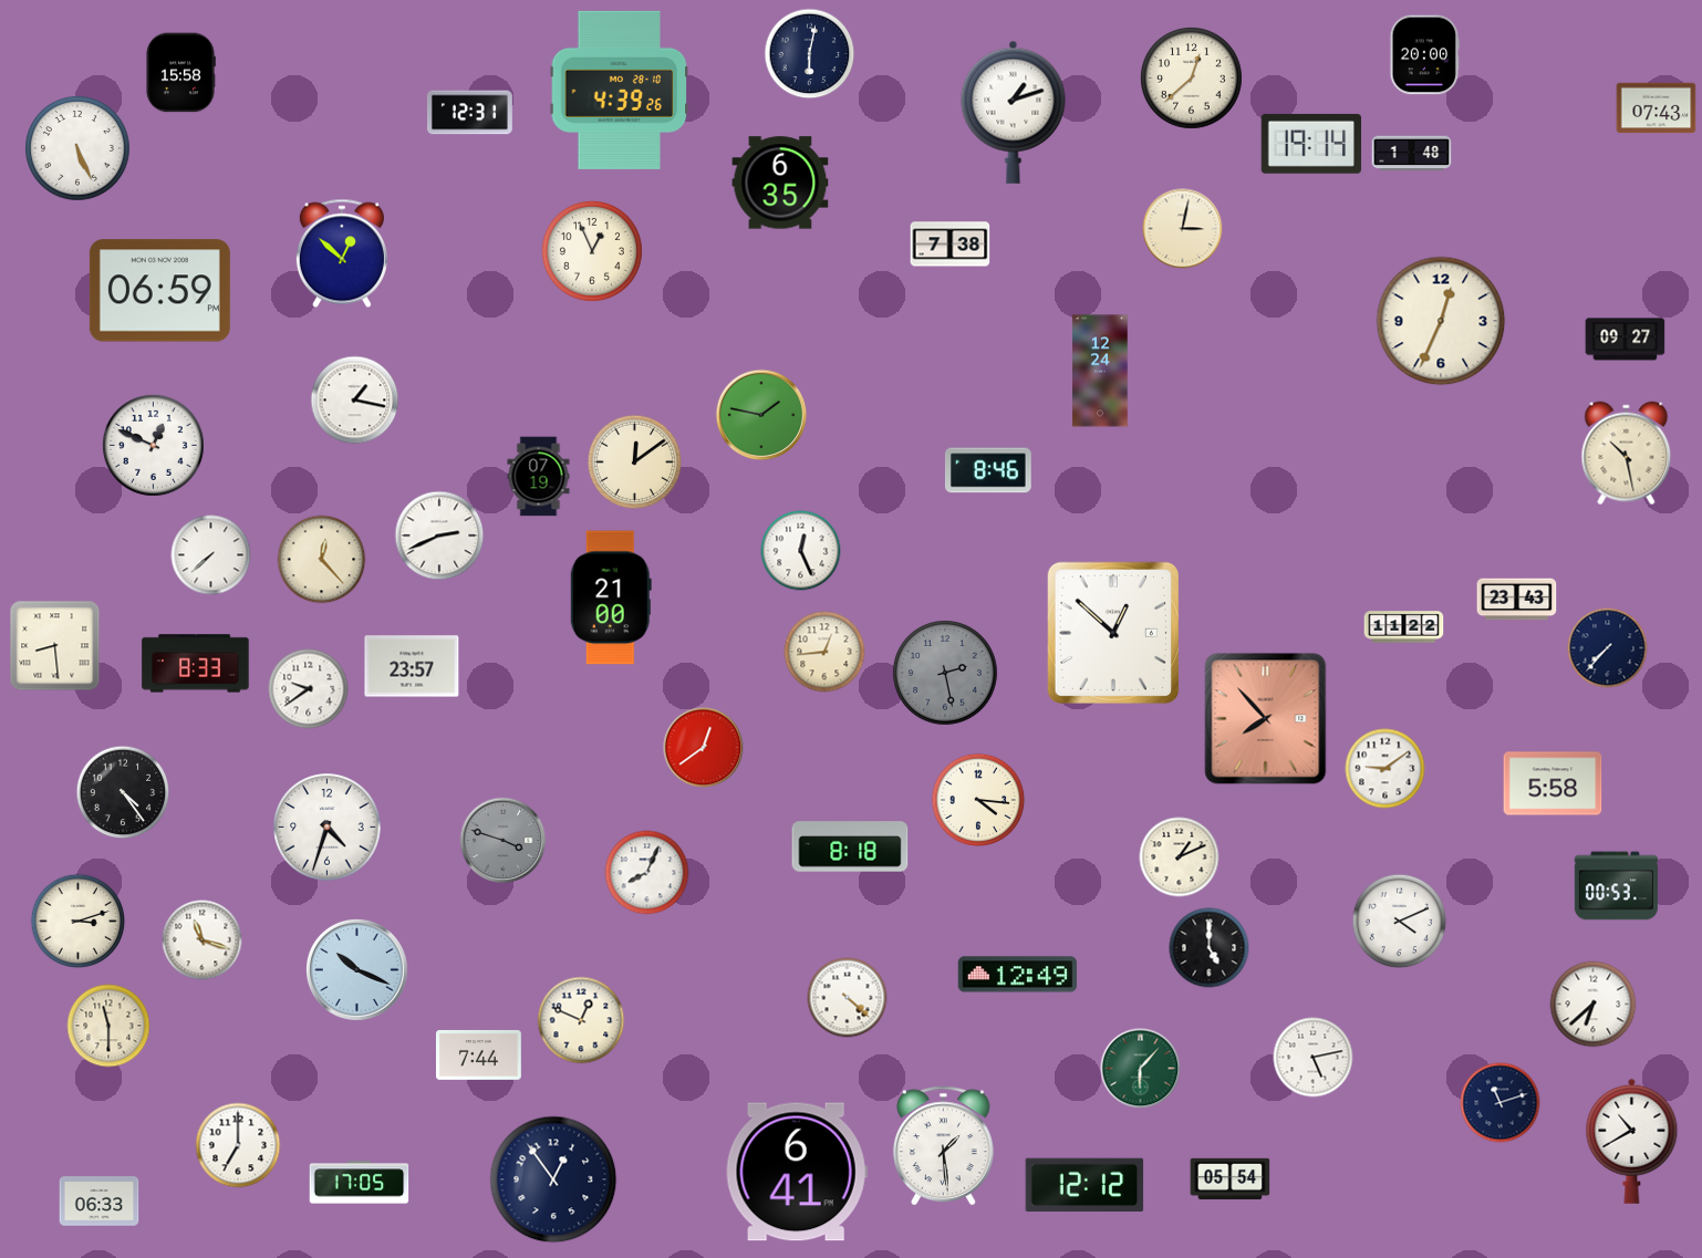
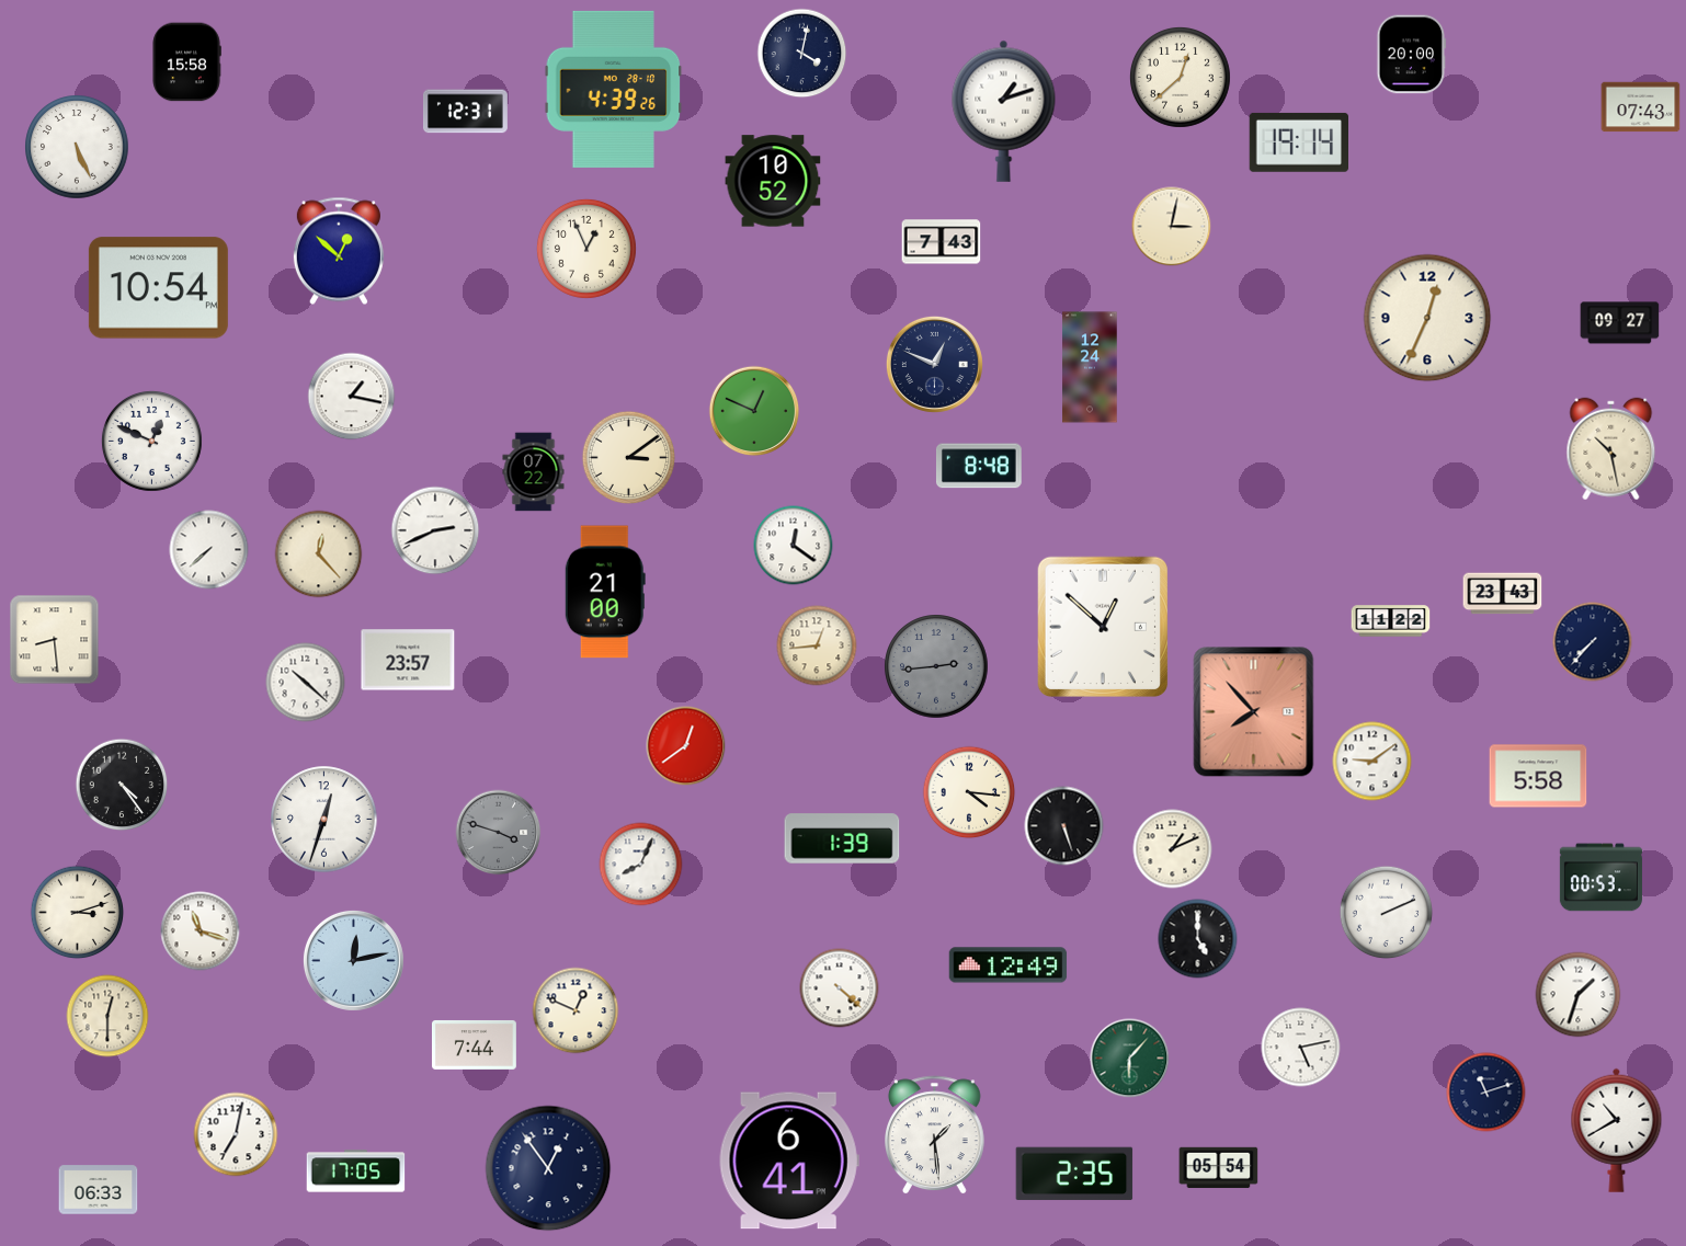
clock at (810, 54): 6:02 -> 4:02
clock at (180, 73) position: (180, 73) -> (186, 62)
clock at (1412, 154): 1:48 -> none
clock at (780, 183): 6:35 -> 10:52
clock at (951, 245): 7:38 -> 7:43
clock at (159, 291): 06:59 -> 10:54
clock at (1626, 340) position: (1626, 340) -> (1620, 323)
clock at (934, 364): none -> 12:49
clock at (761, 415): 1:47 -> 12:49
clock at (635, 462): 12:09 -> 3:09
clock at (988, 470): 8:46 -> 8:48
clock at (539, 477): 07:19 -> 07:22
clock at (801, 551): 12:26 -> 12:21
clock at (196, 664): 8:33 -> none
clock at (945, 673): 2:28 -> 2:44
clock at (309, 689): 9:39 -> 10:22
clock at (704, 748) position: (704, 748) -> (686, 746)
clock at (328, 828): 4:33 -> 12:33
clock at (1064, 826): none -> 5:27
clock at (850, 846): 8:18 -> 1:39
clock at (1180, 857) position: (1180, 857) -> (1173, 849)
clock at (1400, 922): 4:11 -> 2:11
clock at (356, 969): 10:19 -> 12:13
clock at (1594, 1005): 6:38 -> 1:33
clock at (108, 1026): 11:30 -> 12:30
clock at (238, 1145): 7:00 -> 7:02
clock at (1084, 1185): 12:12 -> 2:35
